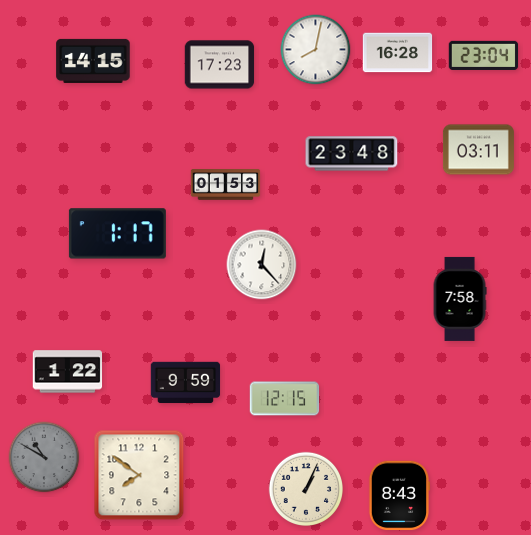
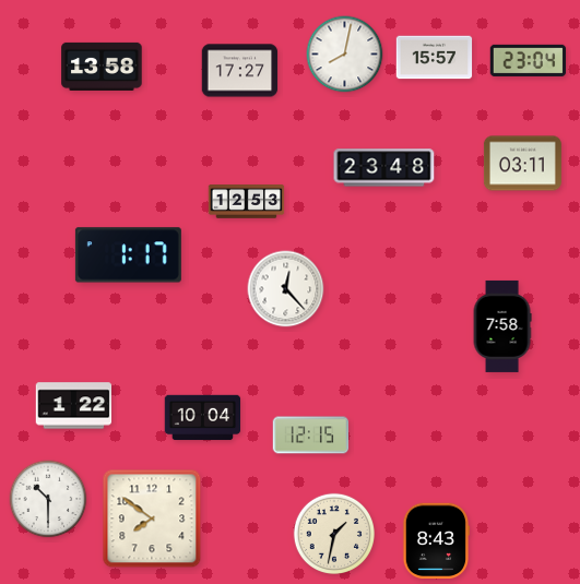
clock at (398, 53): 16:28 -> 15:57
clock at (93, 61): 14:15 -> 13:58
clock at (220, 65): 17:23 -> 17:27
clock at (226, 185): 01:53 -> 12:53
clock at (186, 383): 9:59 -> 10:04
clock at (44, 457): 10:50 -> 10:30
clock at (44, 457) dial: grey -> white
clock at (305, 488): 1:04 -> 1:32
